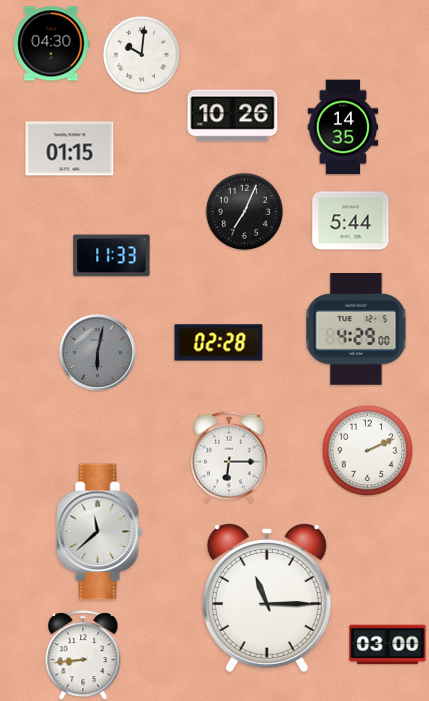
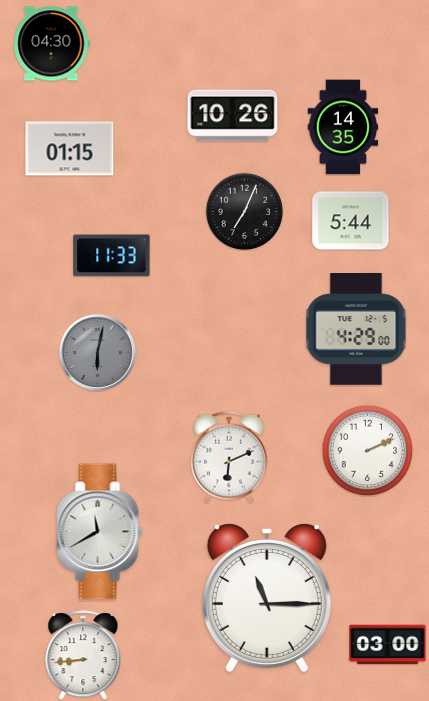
clock at (141, 54): 10:01 -> none
clock at (219, 343): 02:28 -> none
clock at (229, 457): 6:15 -> 6:11
clock at (100, 532): 11:38 -> 11:40
